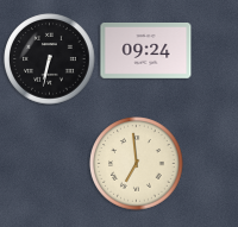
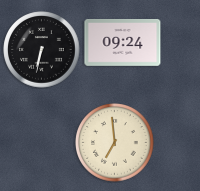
clock at (137, 164) position: (137, 164) -> (115, 143)
